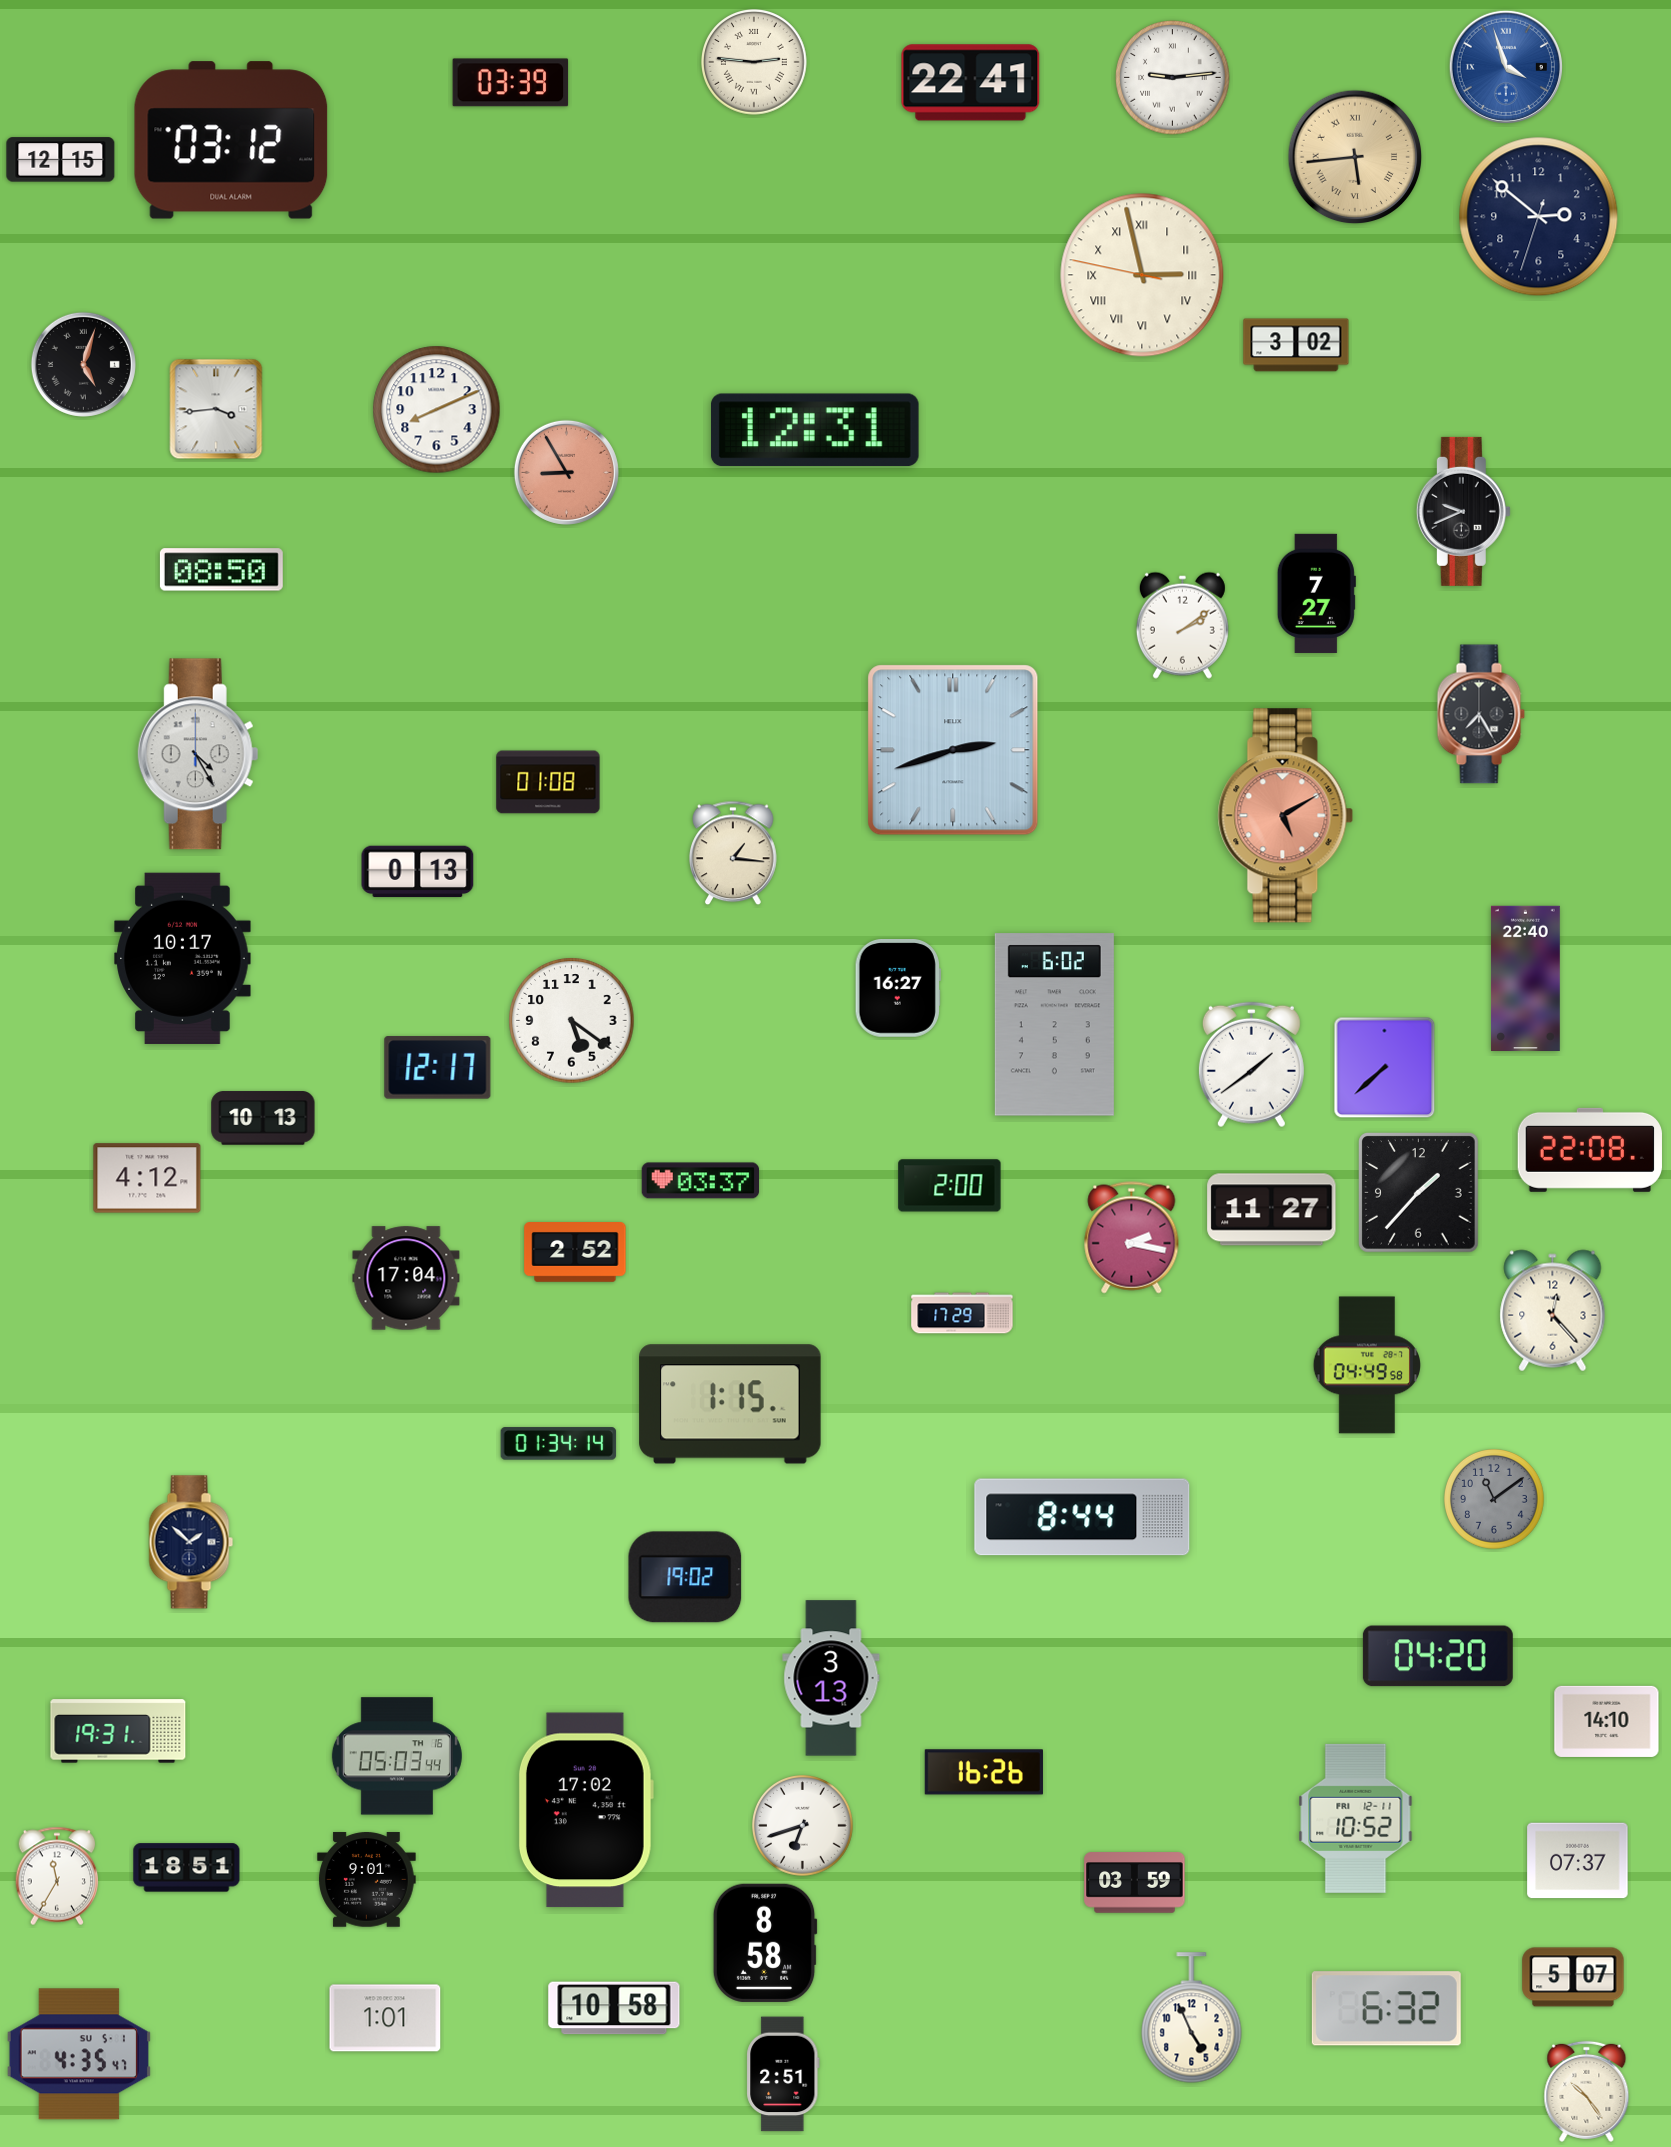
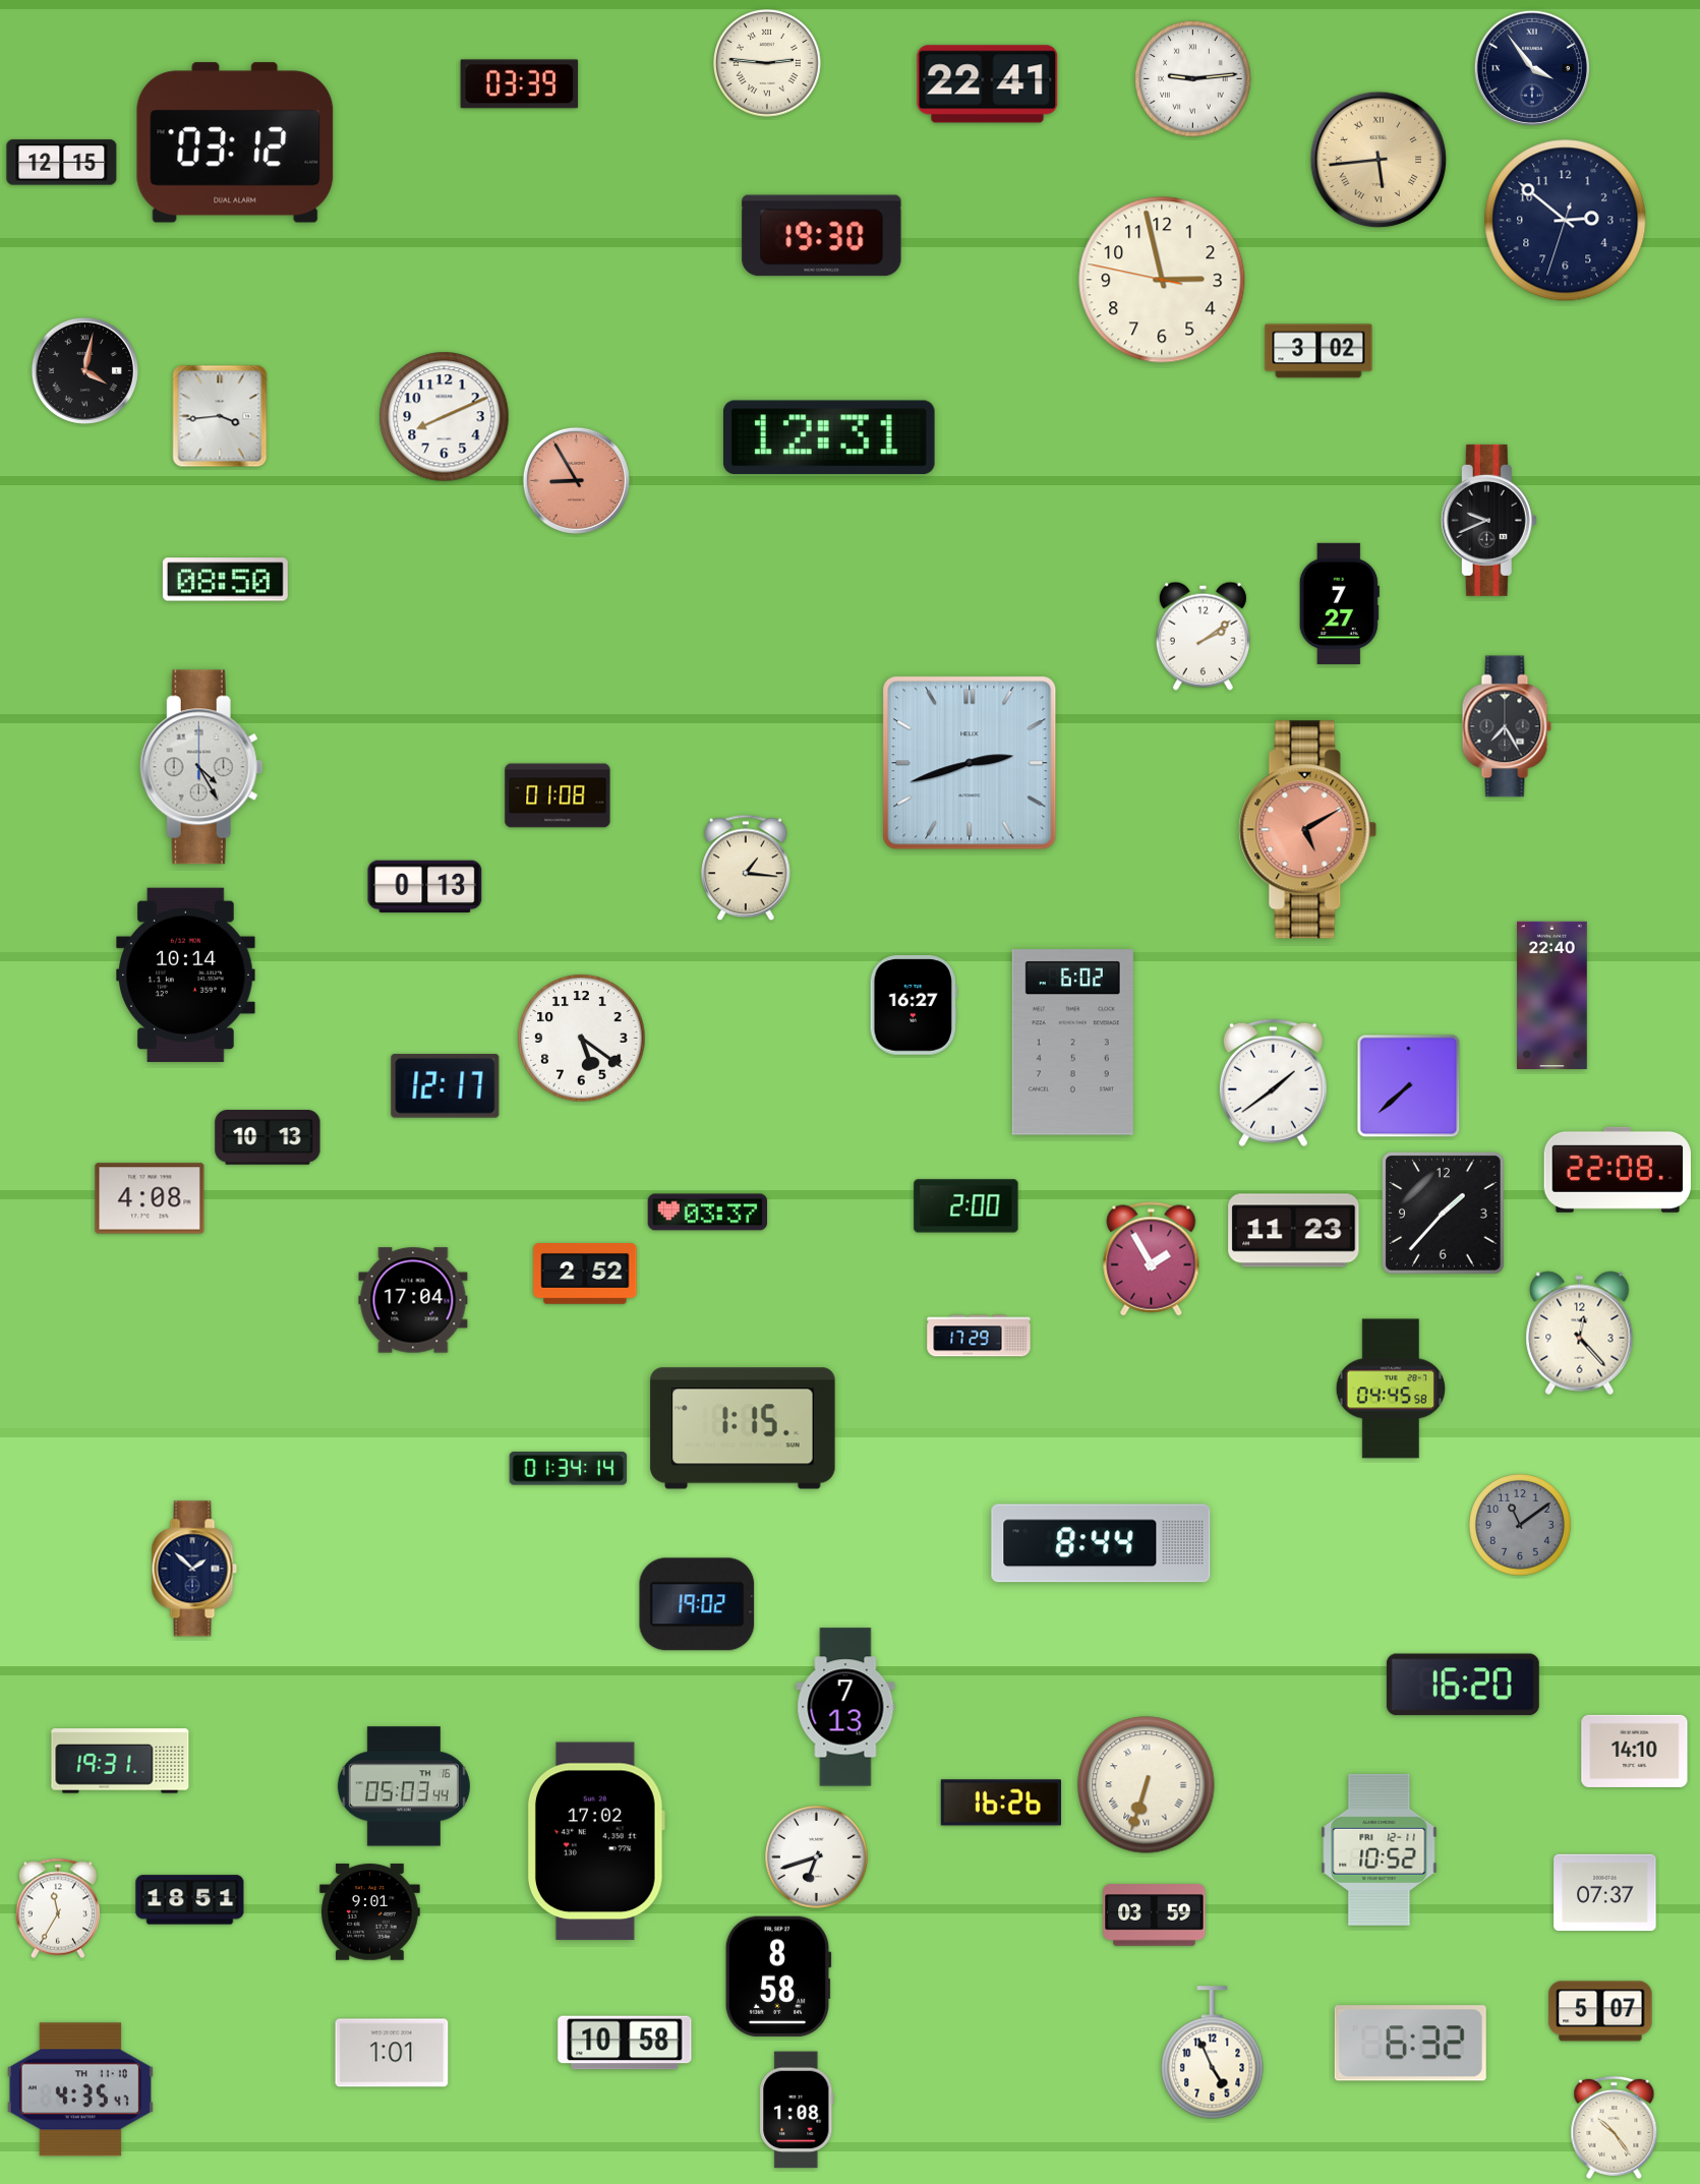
clock at (1506, 67): 3:57 -> 3:54
clock at (1506, 67) dial: blue -> navy
clock at (822, 236): none -> 19:30
clock at (1142, 275) numerals: Roman -> Arabic
clock at (83, 364): 5:03 -> 4:02
clock at (183, 958): 10:17 -> 10:14
clock at (147, 1178): 4:12 -> 4:08
clock at (701, 1181) position: (701, 1181) -> (708, 1213)
clock at (1272, 1210): 11:27 -> 11:23
clock at (1132, 1238): 2:17 -> 1:55
clock at (1366, 1365): 04:49 -> 04:45
clock at (1438, 1656): 04:20 -> 16:20
clock at (831, 1678): 3:13 -> 7:13
clock at (1147, 1785): none -> 6:33
clock at (367, 1880) position: (367, 1880) -> (370, 1912)
clock at (79, 2054) date: SU 5-1 -> TH 11-10
clock at (783, 2074): 2:51 -> 1:08
